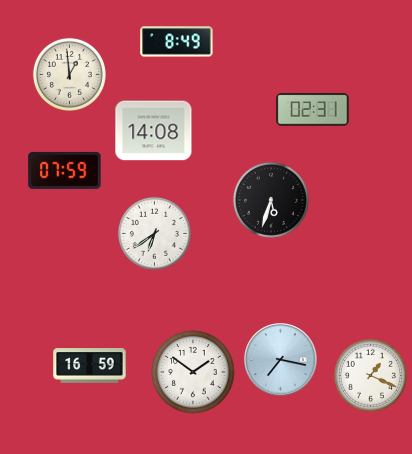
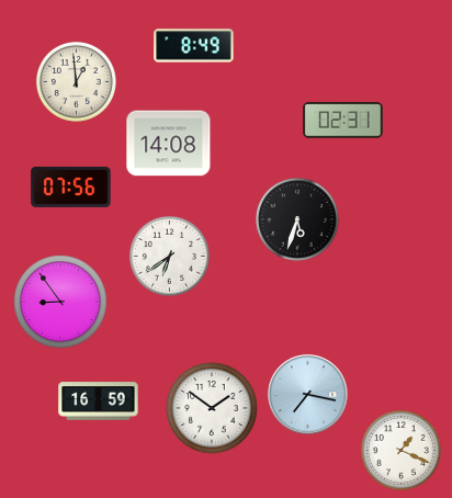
clock at (65, 170): 07:59 -> 07:56
clock at (60, 302): none -> 8:54
clock at (370, 375) position: (370, 375) -> (400, 450)
